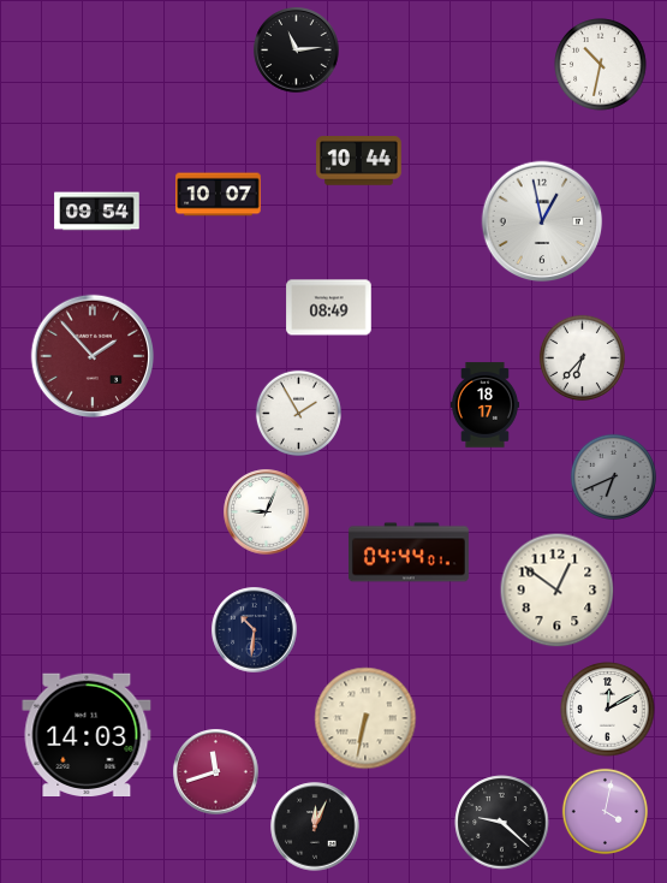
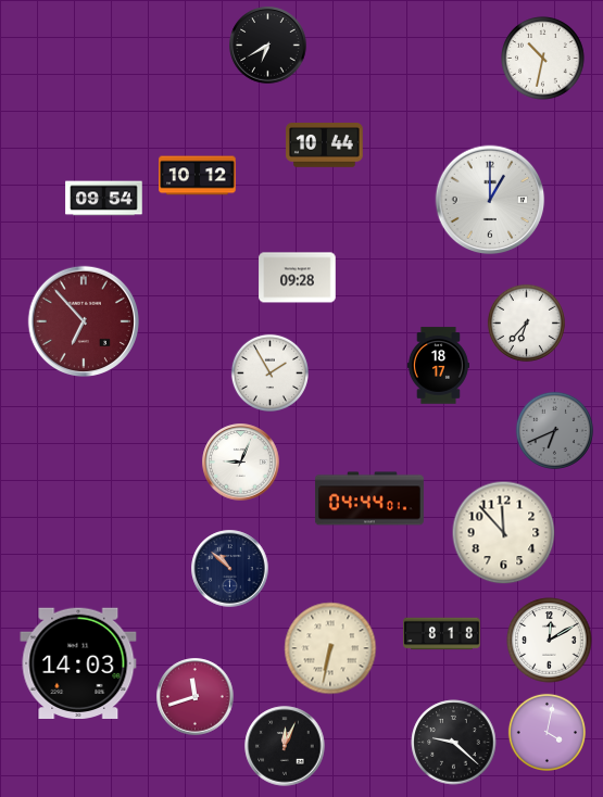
clock at (297, 51): 11:14 -> 6:40
clock at (219, 195): 10:07 -> 10:12
clock at (97, 212) position: (97, 212) -> (104, 199)
clock at (542, 221): 12:58 -> 1:00
clock at (329, 308): 08:49 -> 09:28
clock at (93, 356): 1:53 -> 6:53
clock at (558, 591): 12:51 -> 11:53
clock at (255, 630): 10:31 -> 10:52
clock at (442, 634): none -> 8:18
